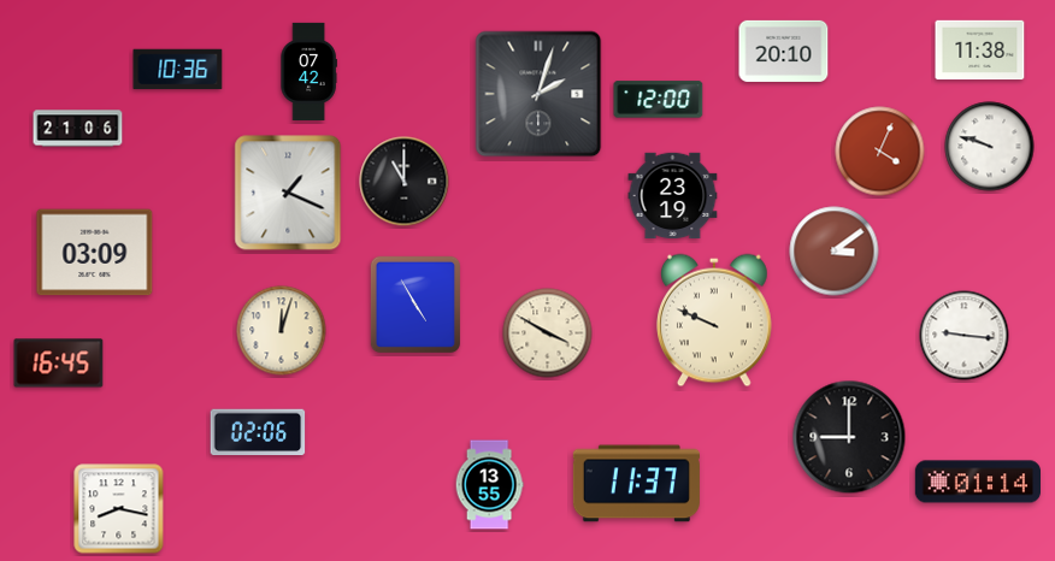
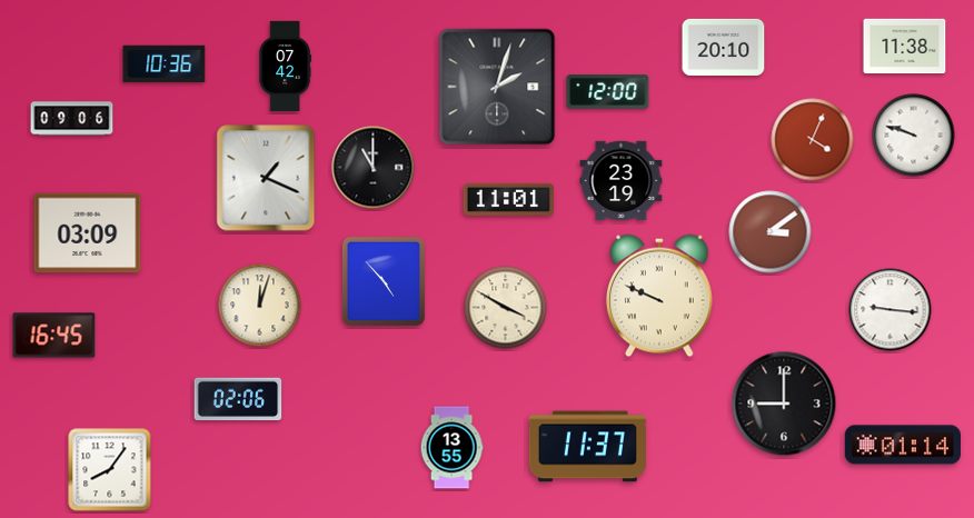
clock at (78, 129): 21:06 -> 09:06
clock at (508, 199): none -> 11:01
clock at (414, 303): 4:55 -> 4:53
clock at (119, 509): 8:17 -> 8:06
